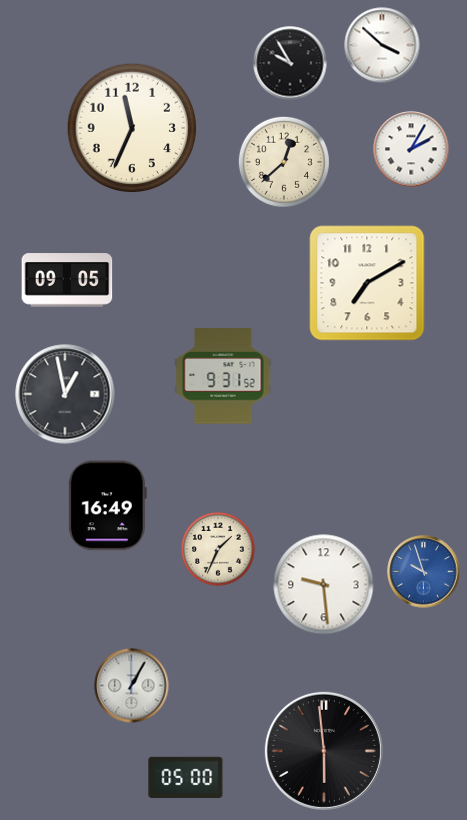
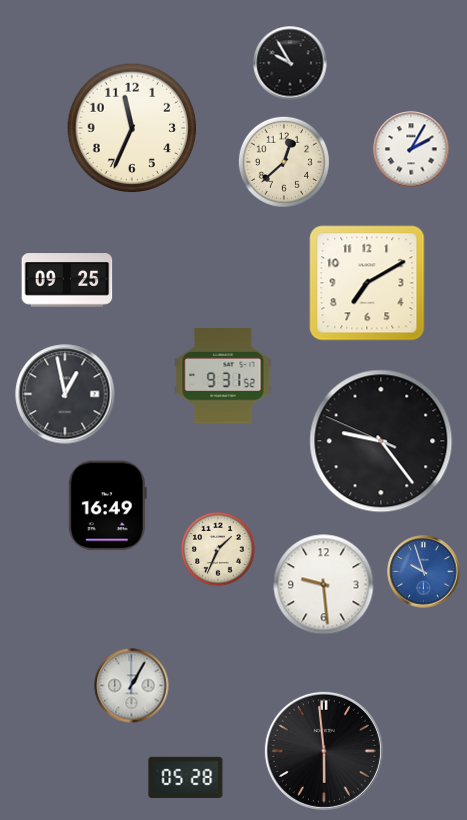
clock at (382, 45): 3:52 -> none
clock at (67, 280): 09:05 -> 09:25
clock at (381, 441): none -> 9:23
clock at (186, 777): 05:00 -> 05:28
